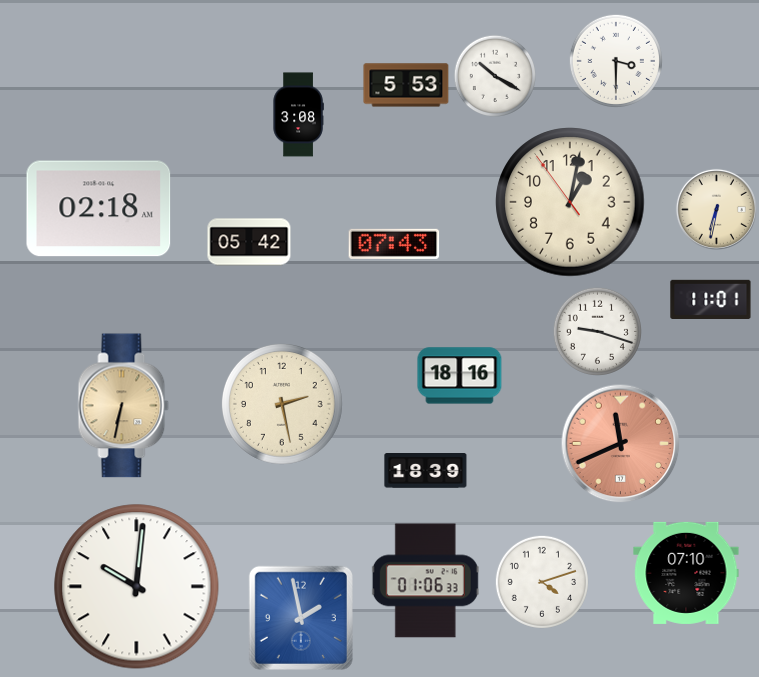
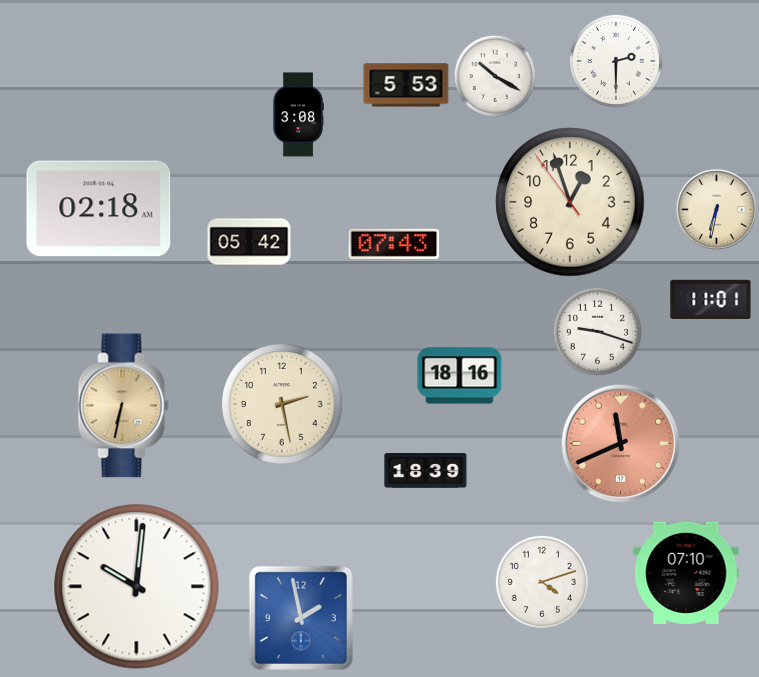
clock at (616, 61): 3:30 -> 2:30
clock at (570, 202): 1:01 -> 12:56
clock at (425, 581): 01:06 -> none
